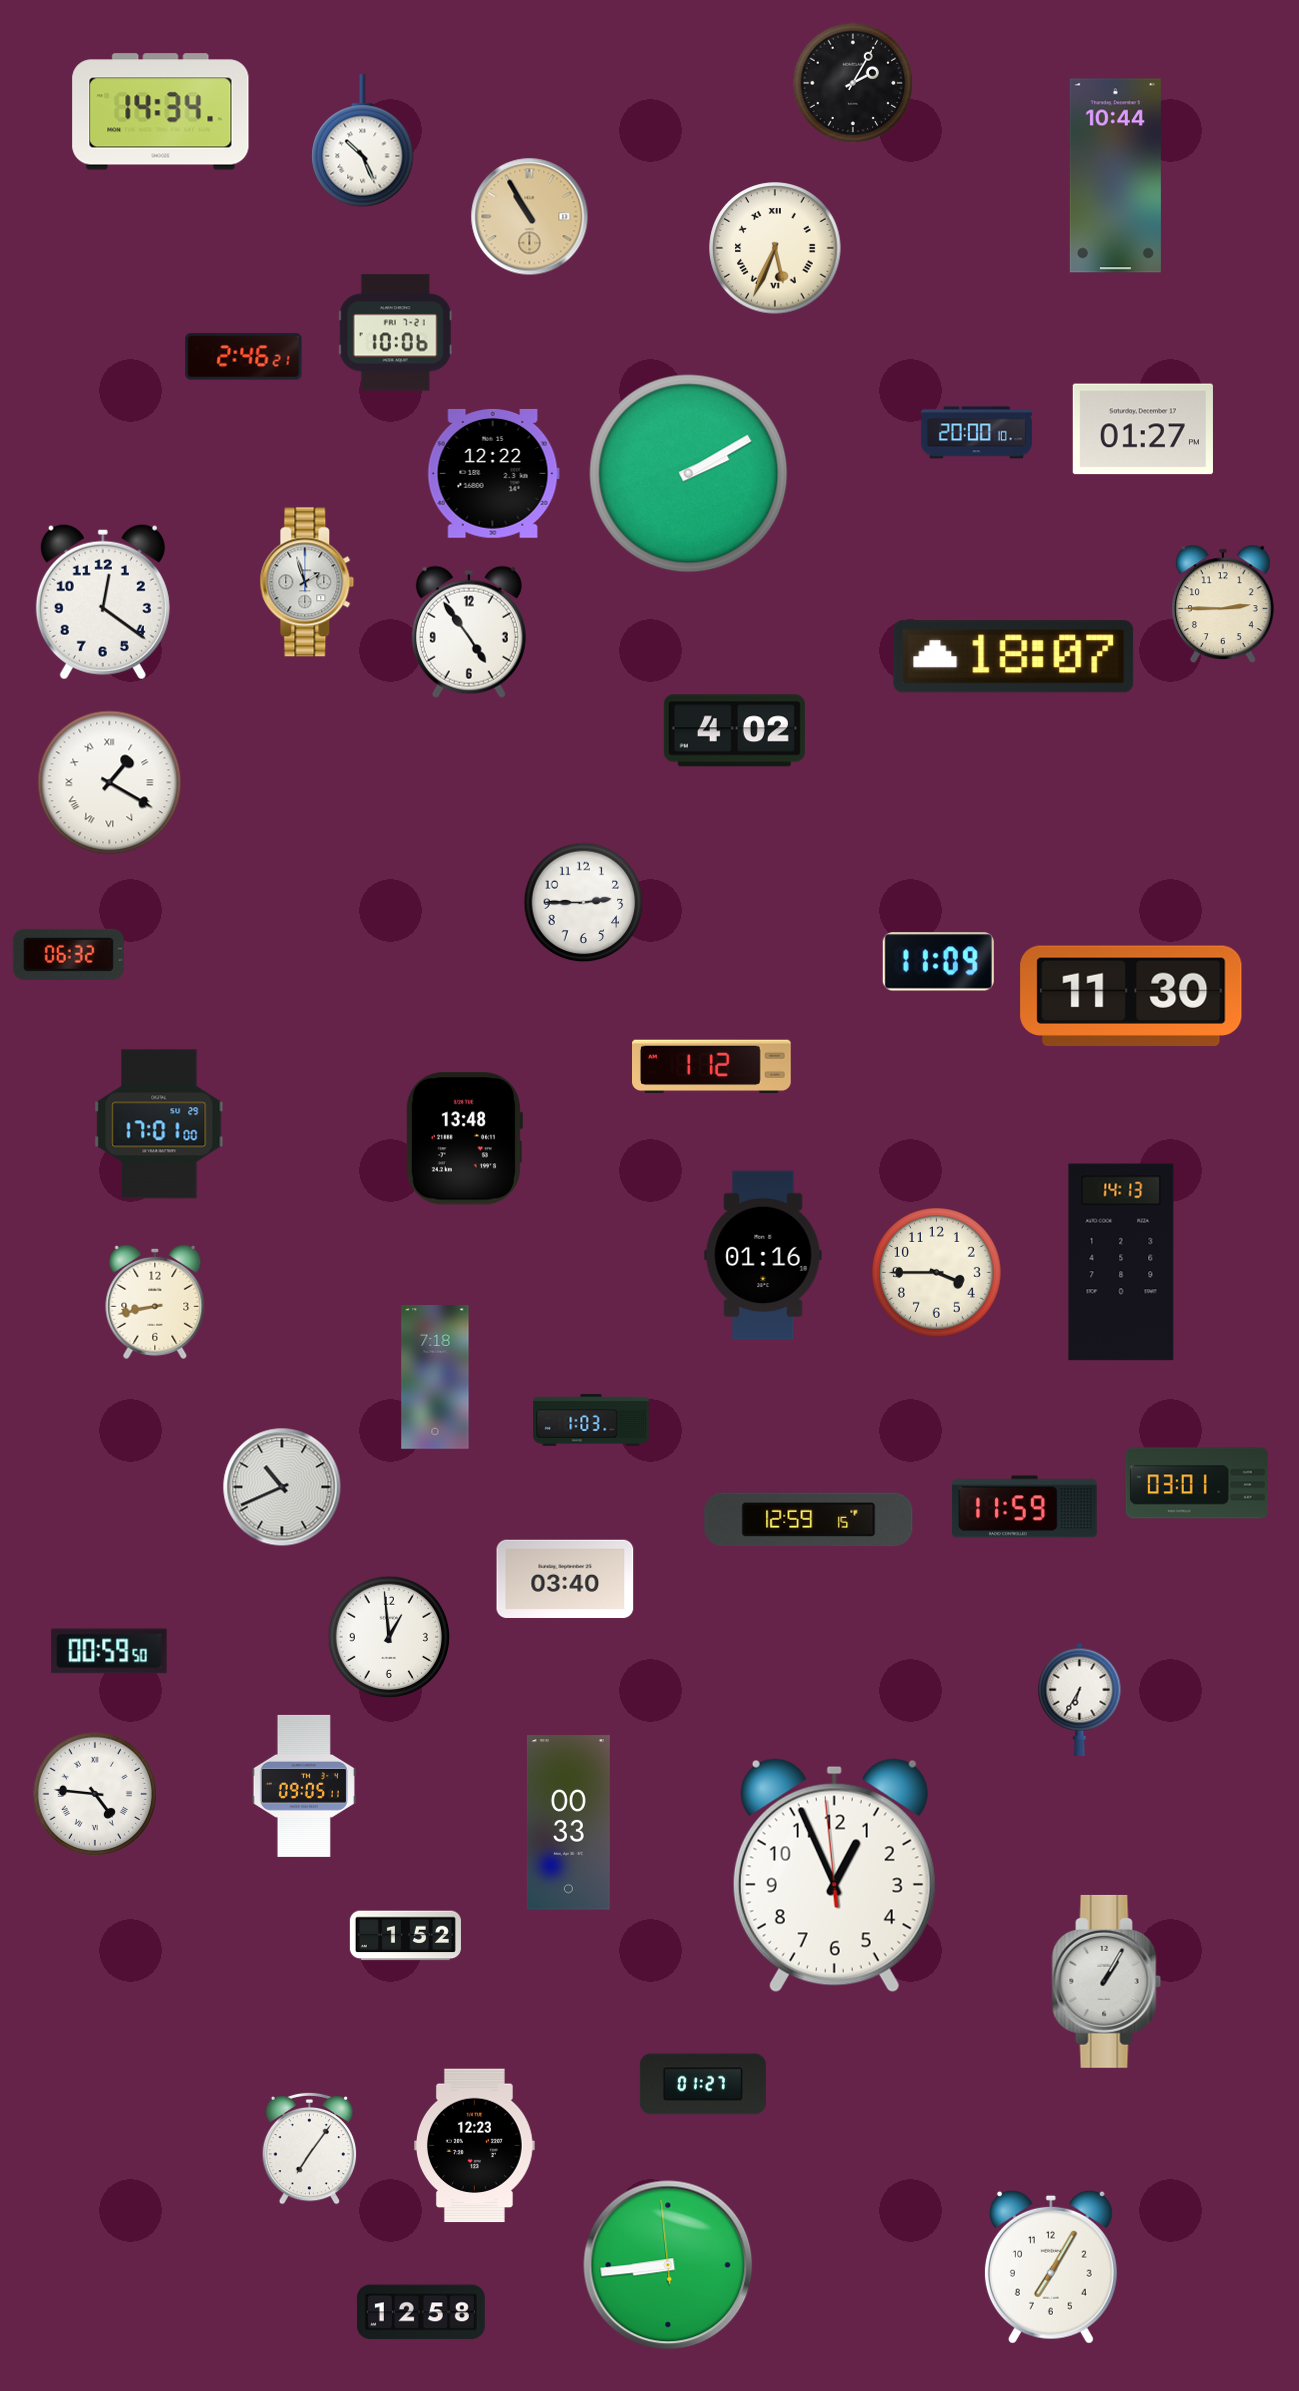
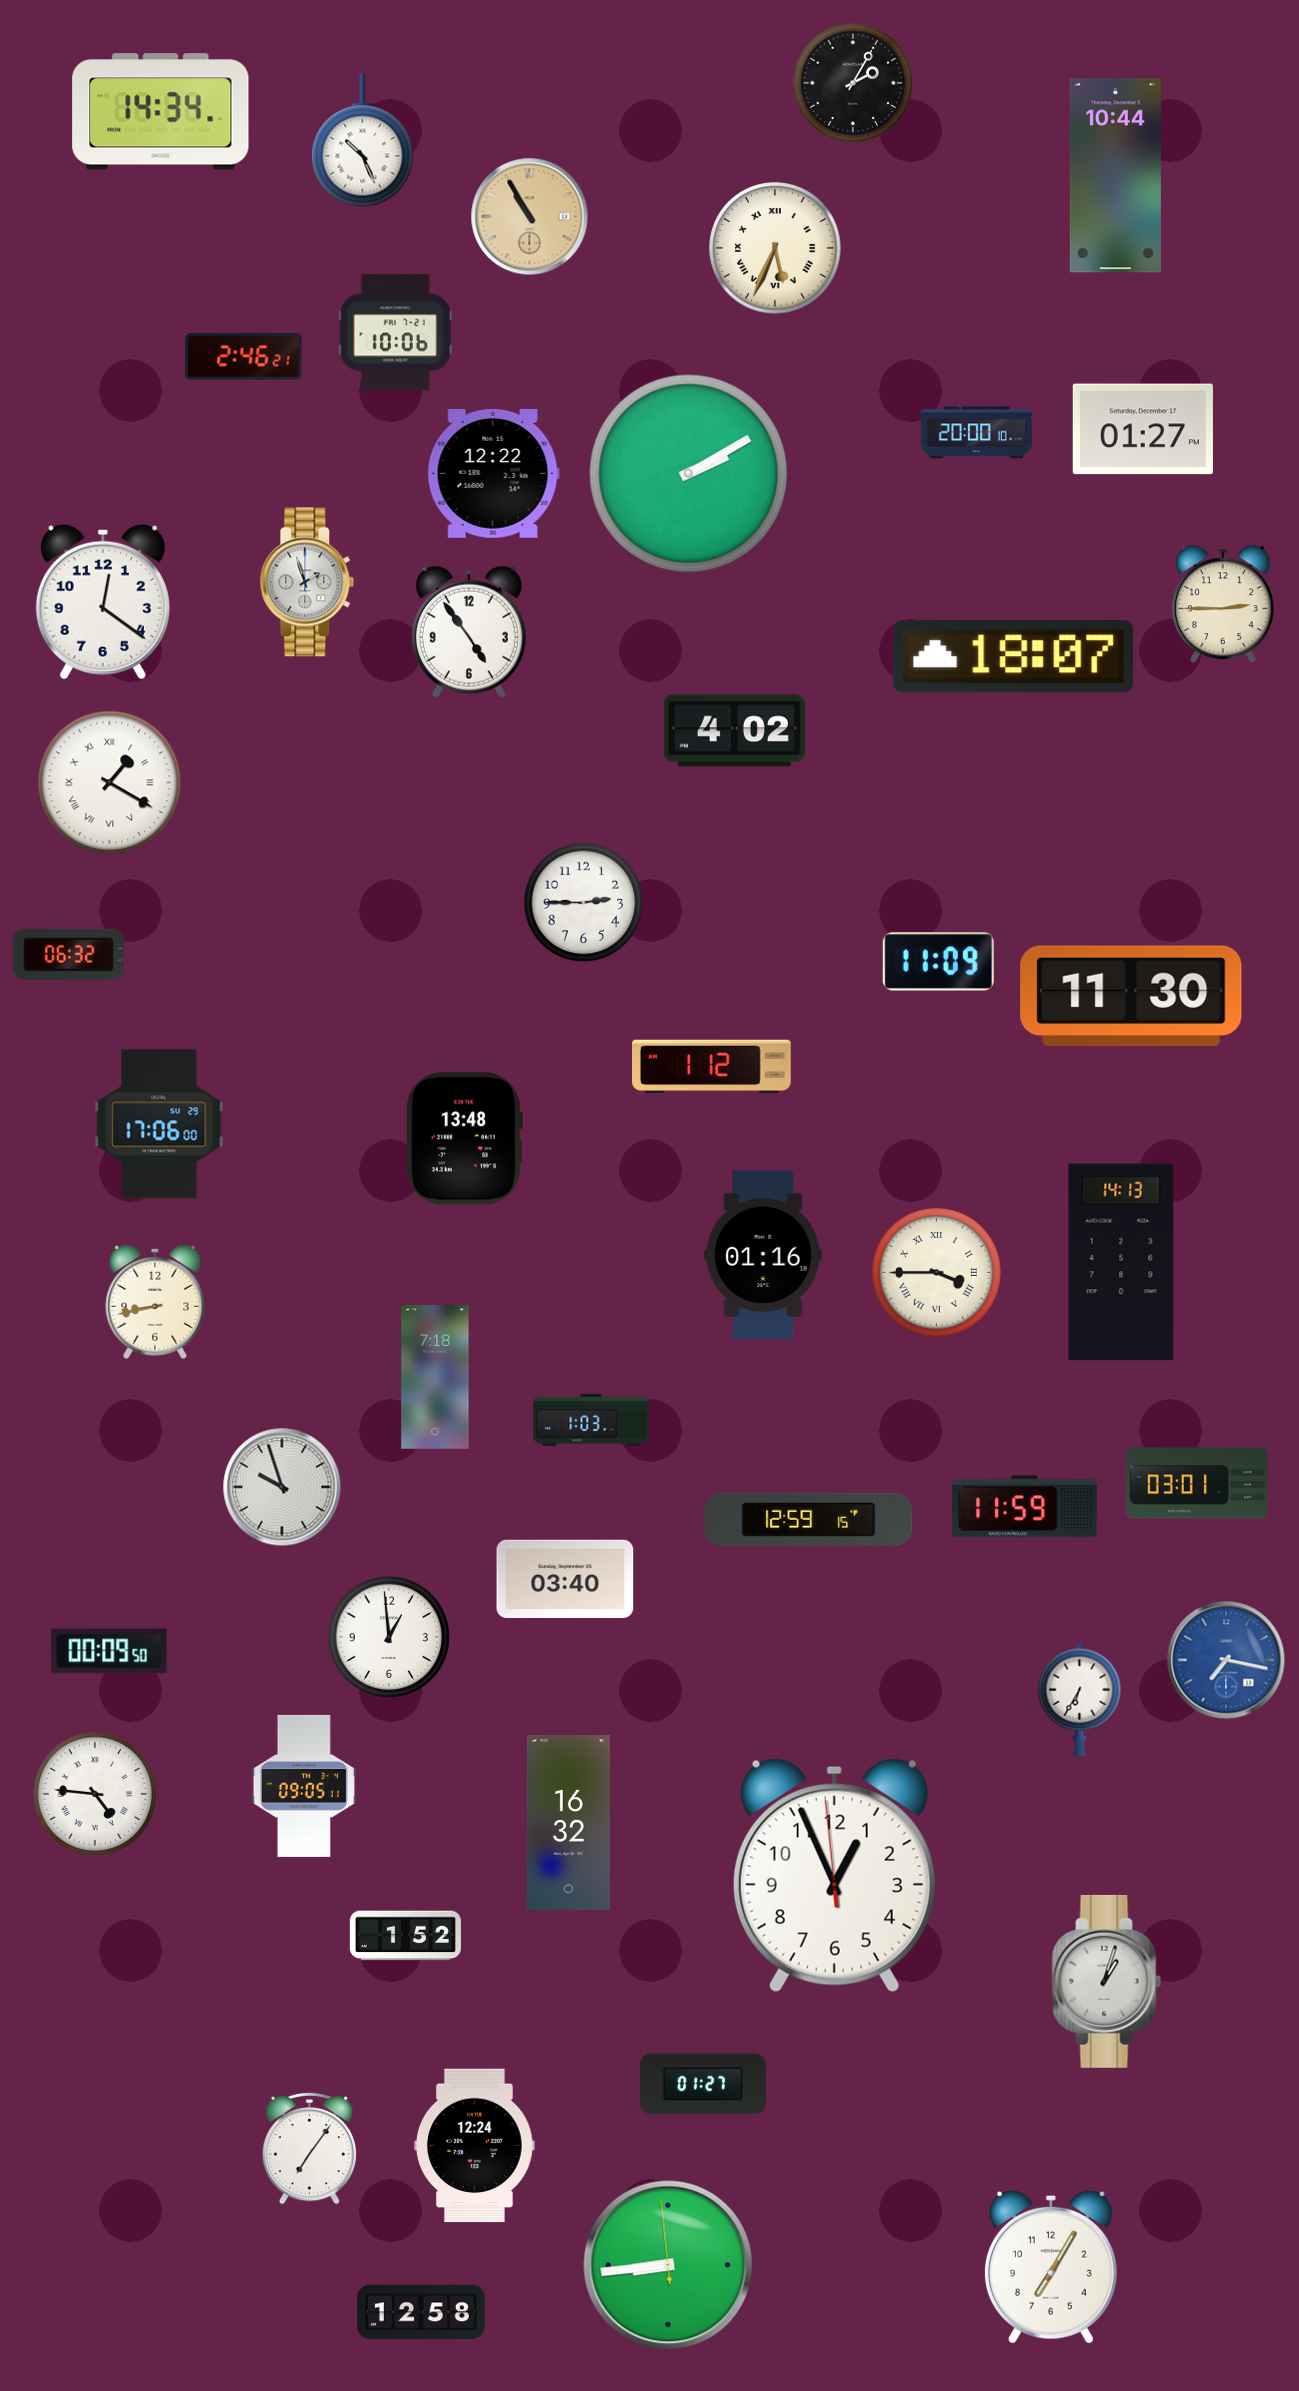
clock at (159, 1124): 17:01 -> 17:06
clock at (937, 1273) numerals: Arabic -> Roman
clock at (282, 1487): 10:41 -> 9:57
clock at (109, 1651): 00:59 -> 00:09
clock at (1226, 1660): none -> 7:17
clock at (568, 1823): 00:33 -> 16:32
clock at (1107, 1981): 1:05 -> 1:03
clock at (475, 2146): 12:23 -> 12:24
